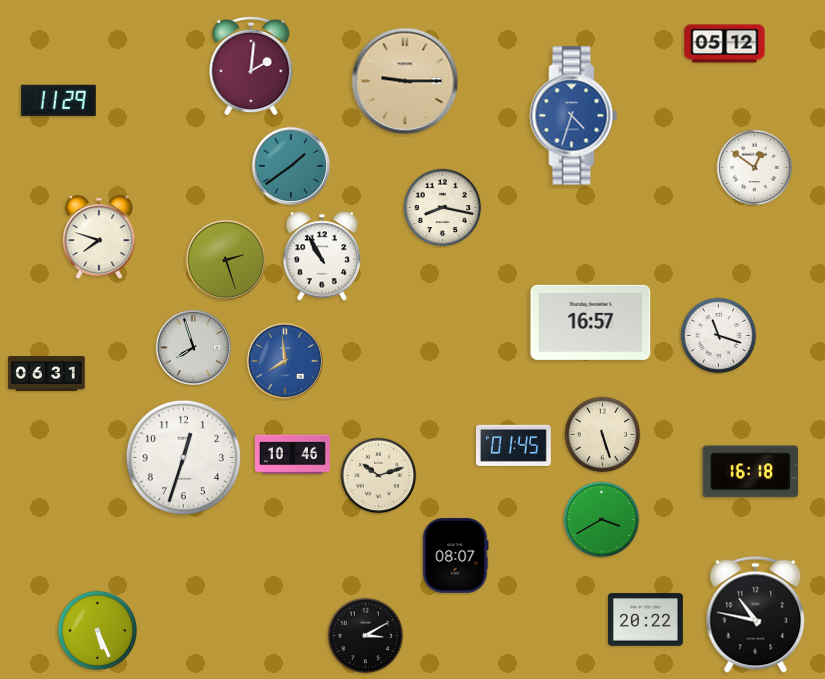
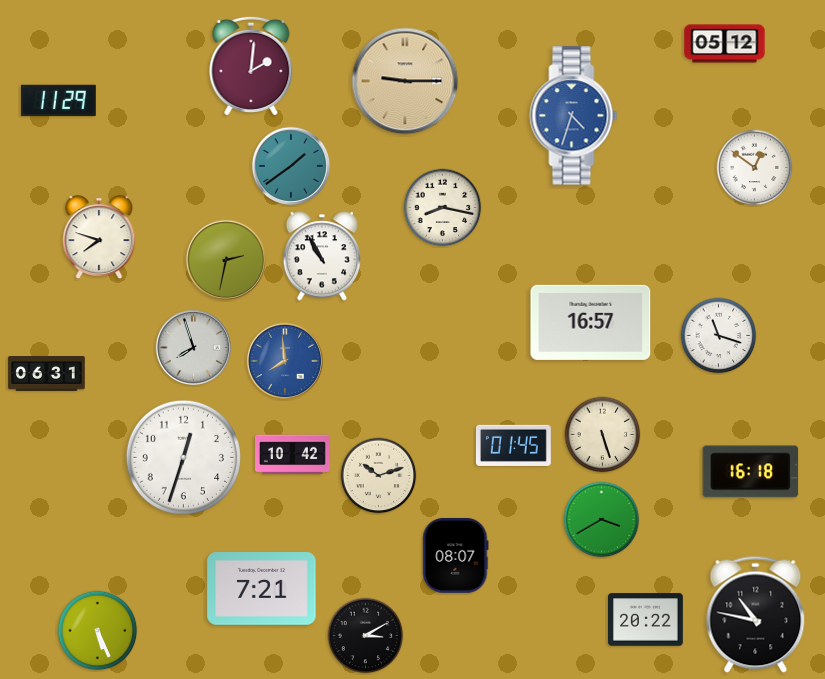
clock at (226, 260): 2:27 -> 2:32
clock at (293, 455): 10:46 -> 10:42
clock at (262, 589): none -> 7:21
